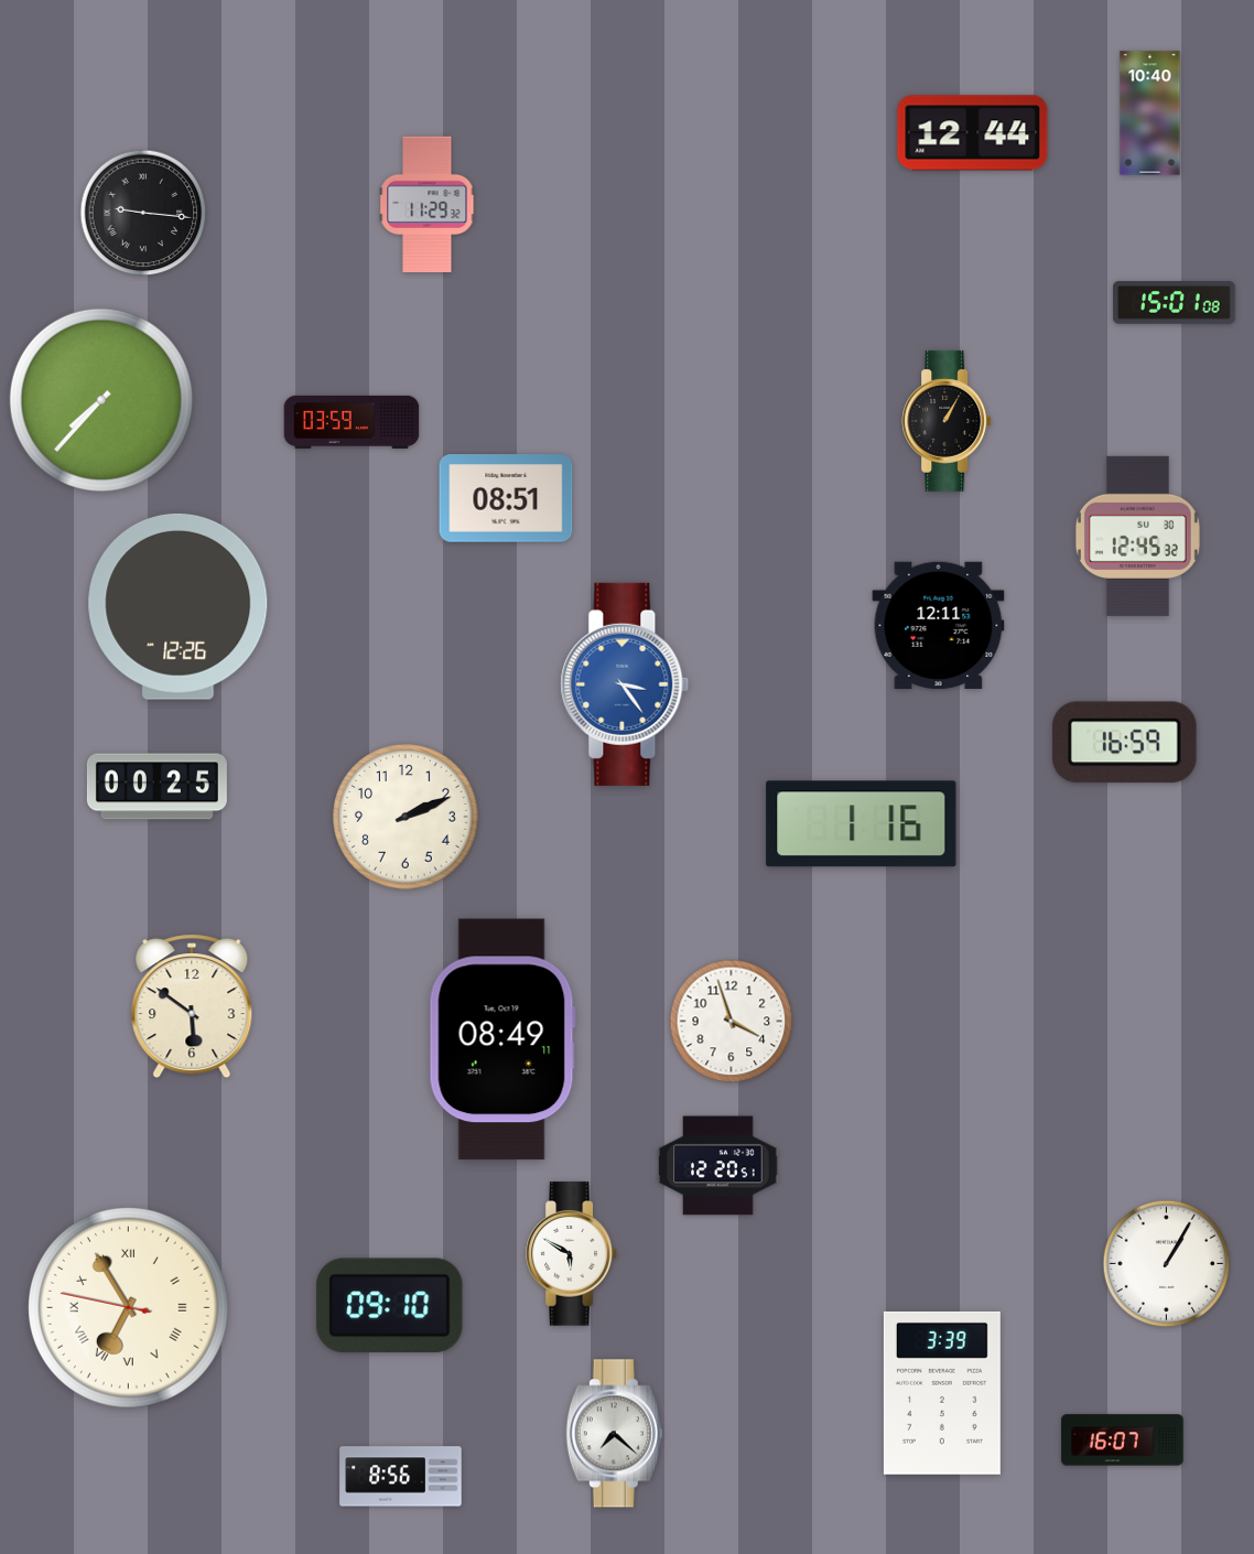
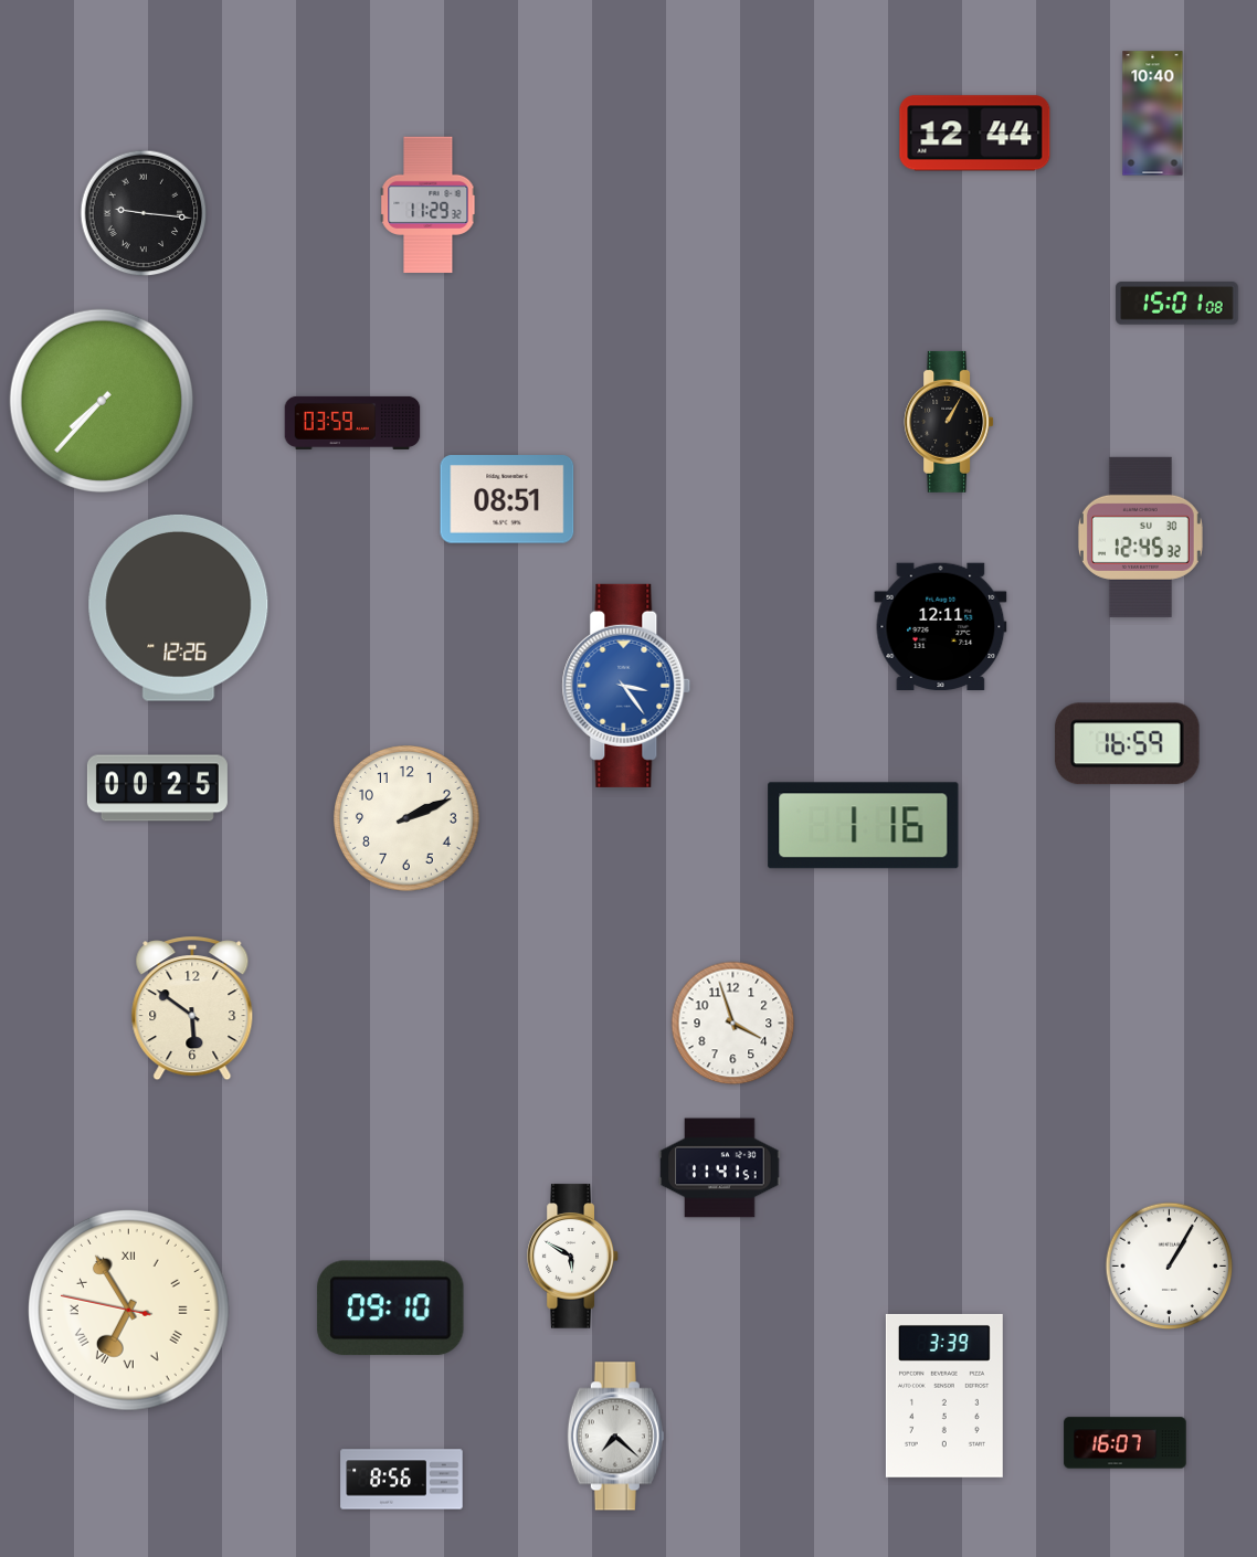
clock at (502, 1039): 08:49 -> none
clock at (718, 1166): 12:20 -> 11:41
